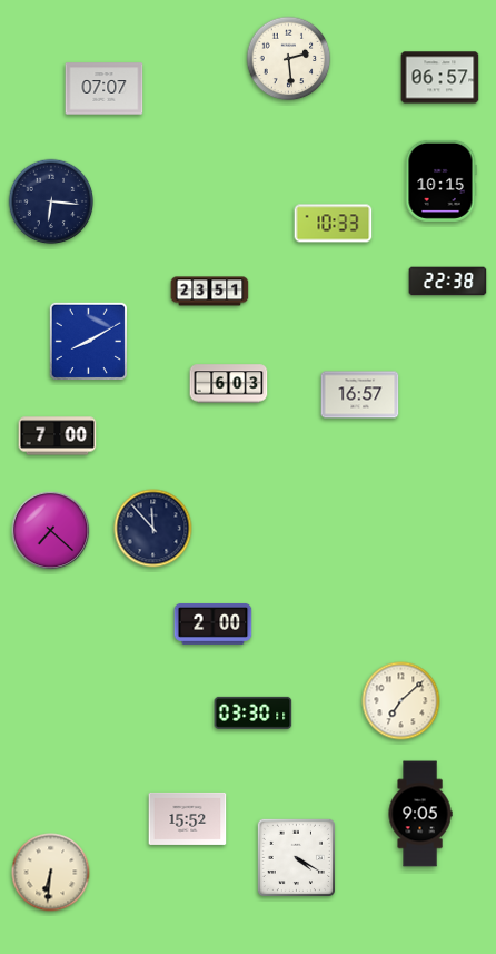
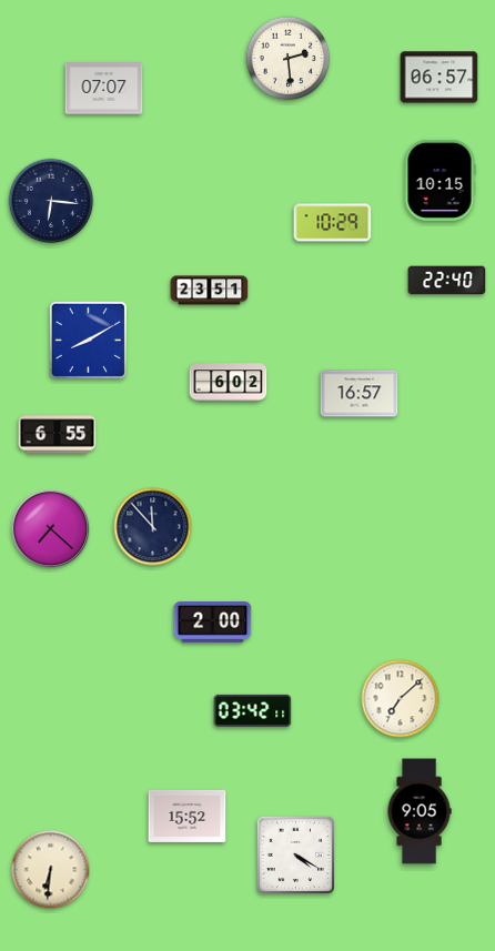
clock at (334, 224): 10:33 -> 10:29
clock at (448, 282): 22:38 -> 22:40
clock at (229, 384): 6:03 -> 6:02
clock at (58, 436): 7:00 -> 6:55
clock at (254, 712): 03:30 -> 03:42
